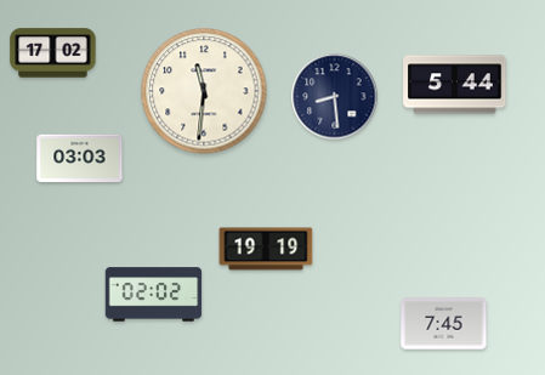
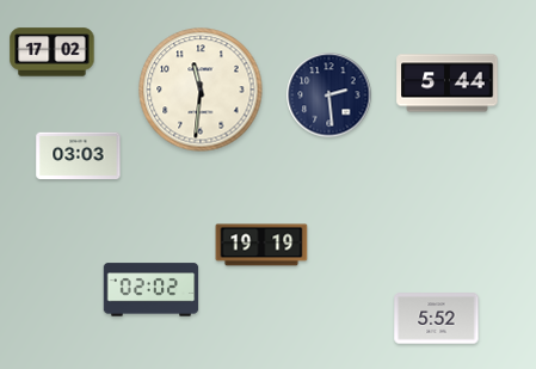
clock at (335, 97): 8:29 -> 2:29
clock at (444, 324): 7:45 -> 5:52
